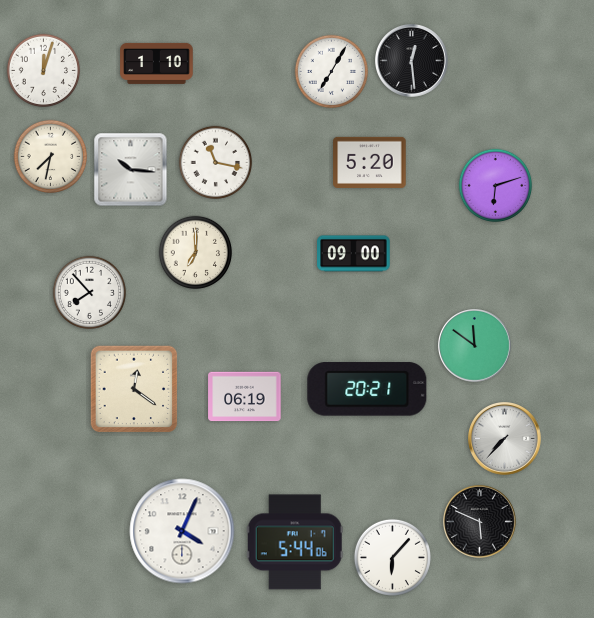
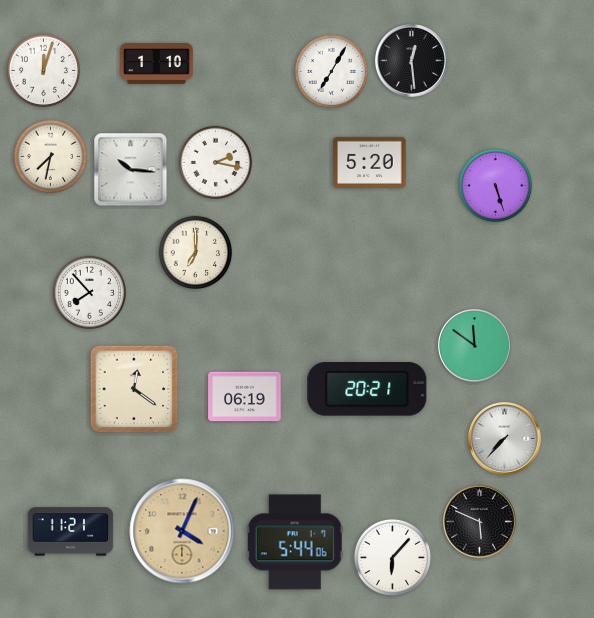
clock at (216, 163): 11:17 -> 2:17
clock at (496, 186): 6:12 -> 5:27
clock at (354, 254): 09:00 -> none
clock at (182, 531) dial: white -> champagne
clock at (71, 532): none -> 11:21
